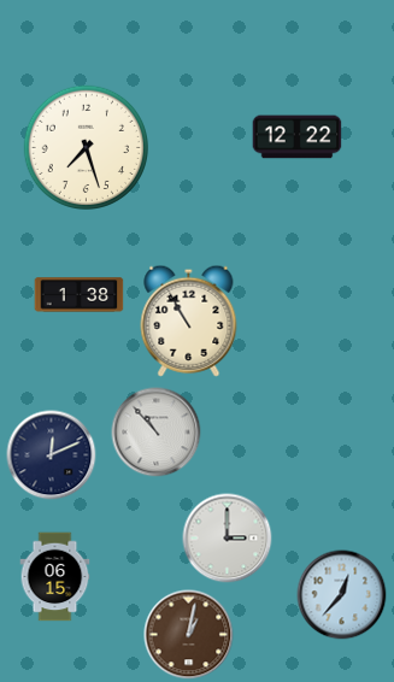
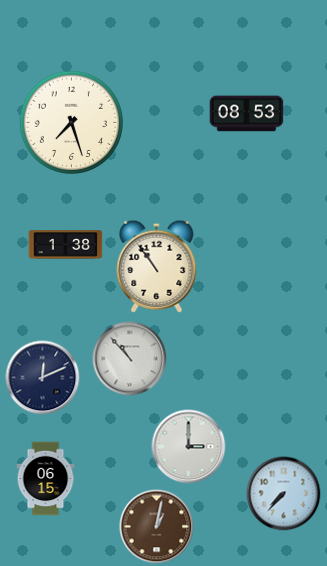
clock at (298, 137): 12:22 -> 08:53
clock at (189, 321): 10:55 -> 10:54
clock at (342, 595): 12:37 -> 7:37
